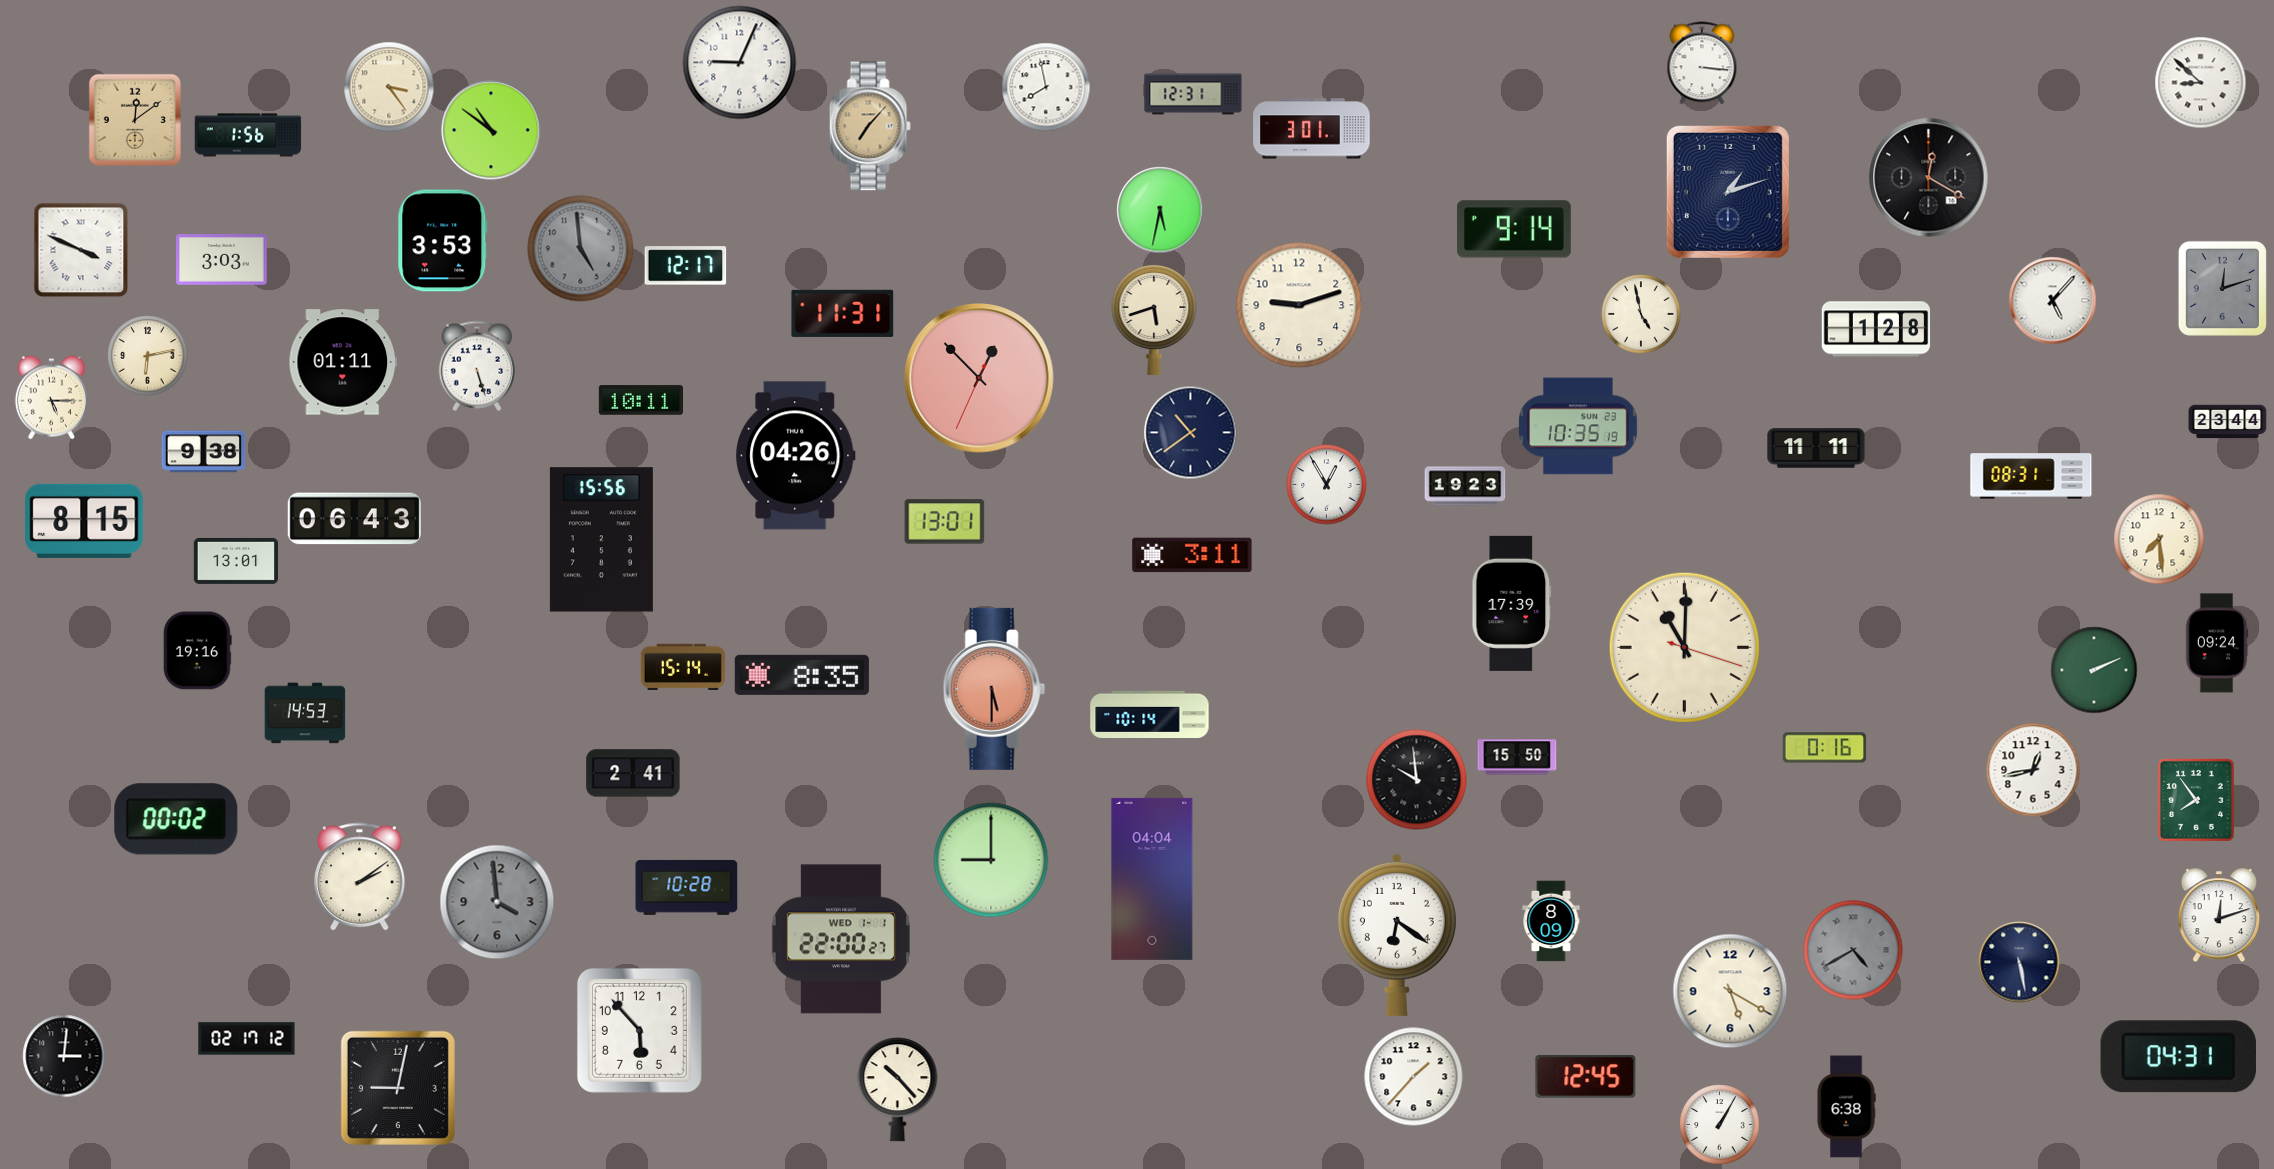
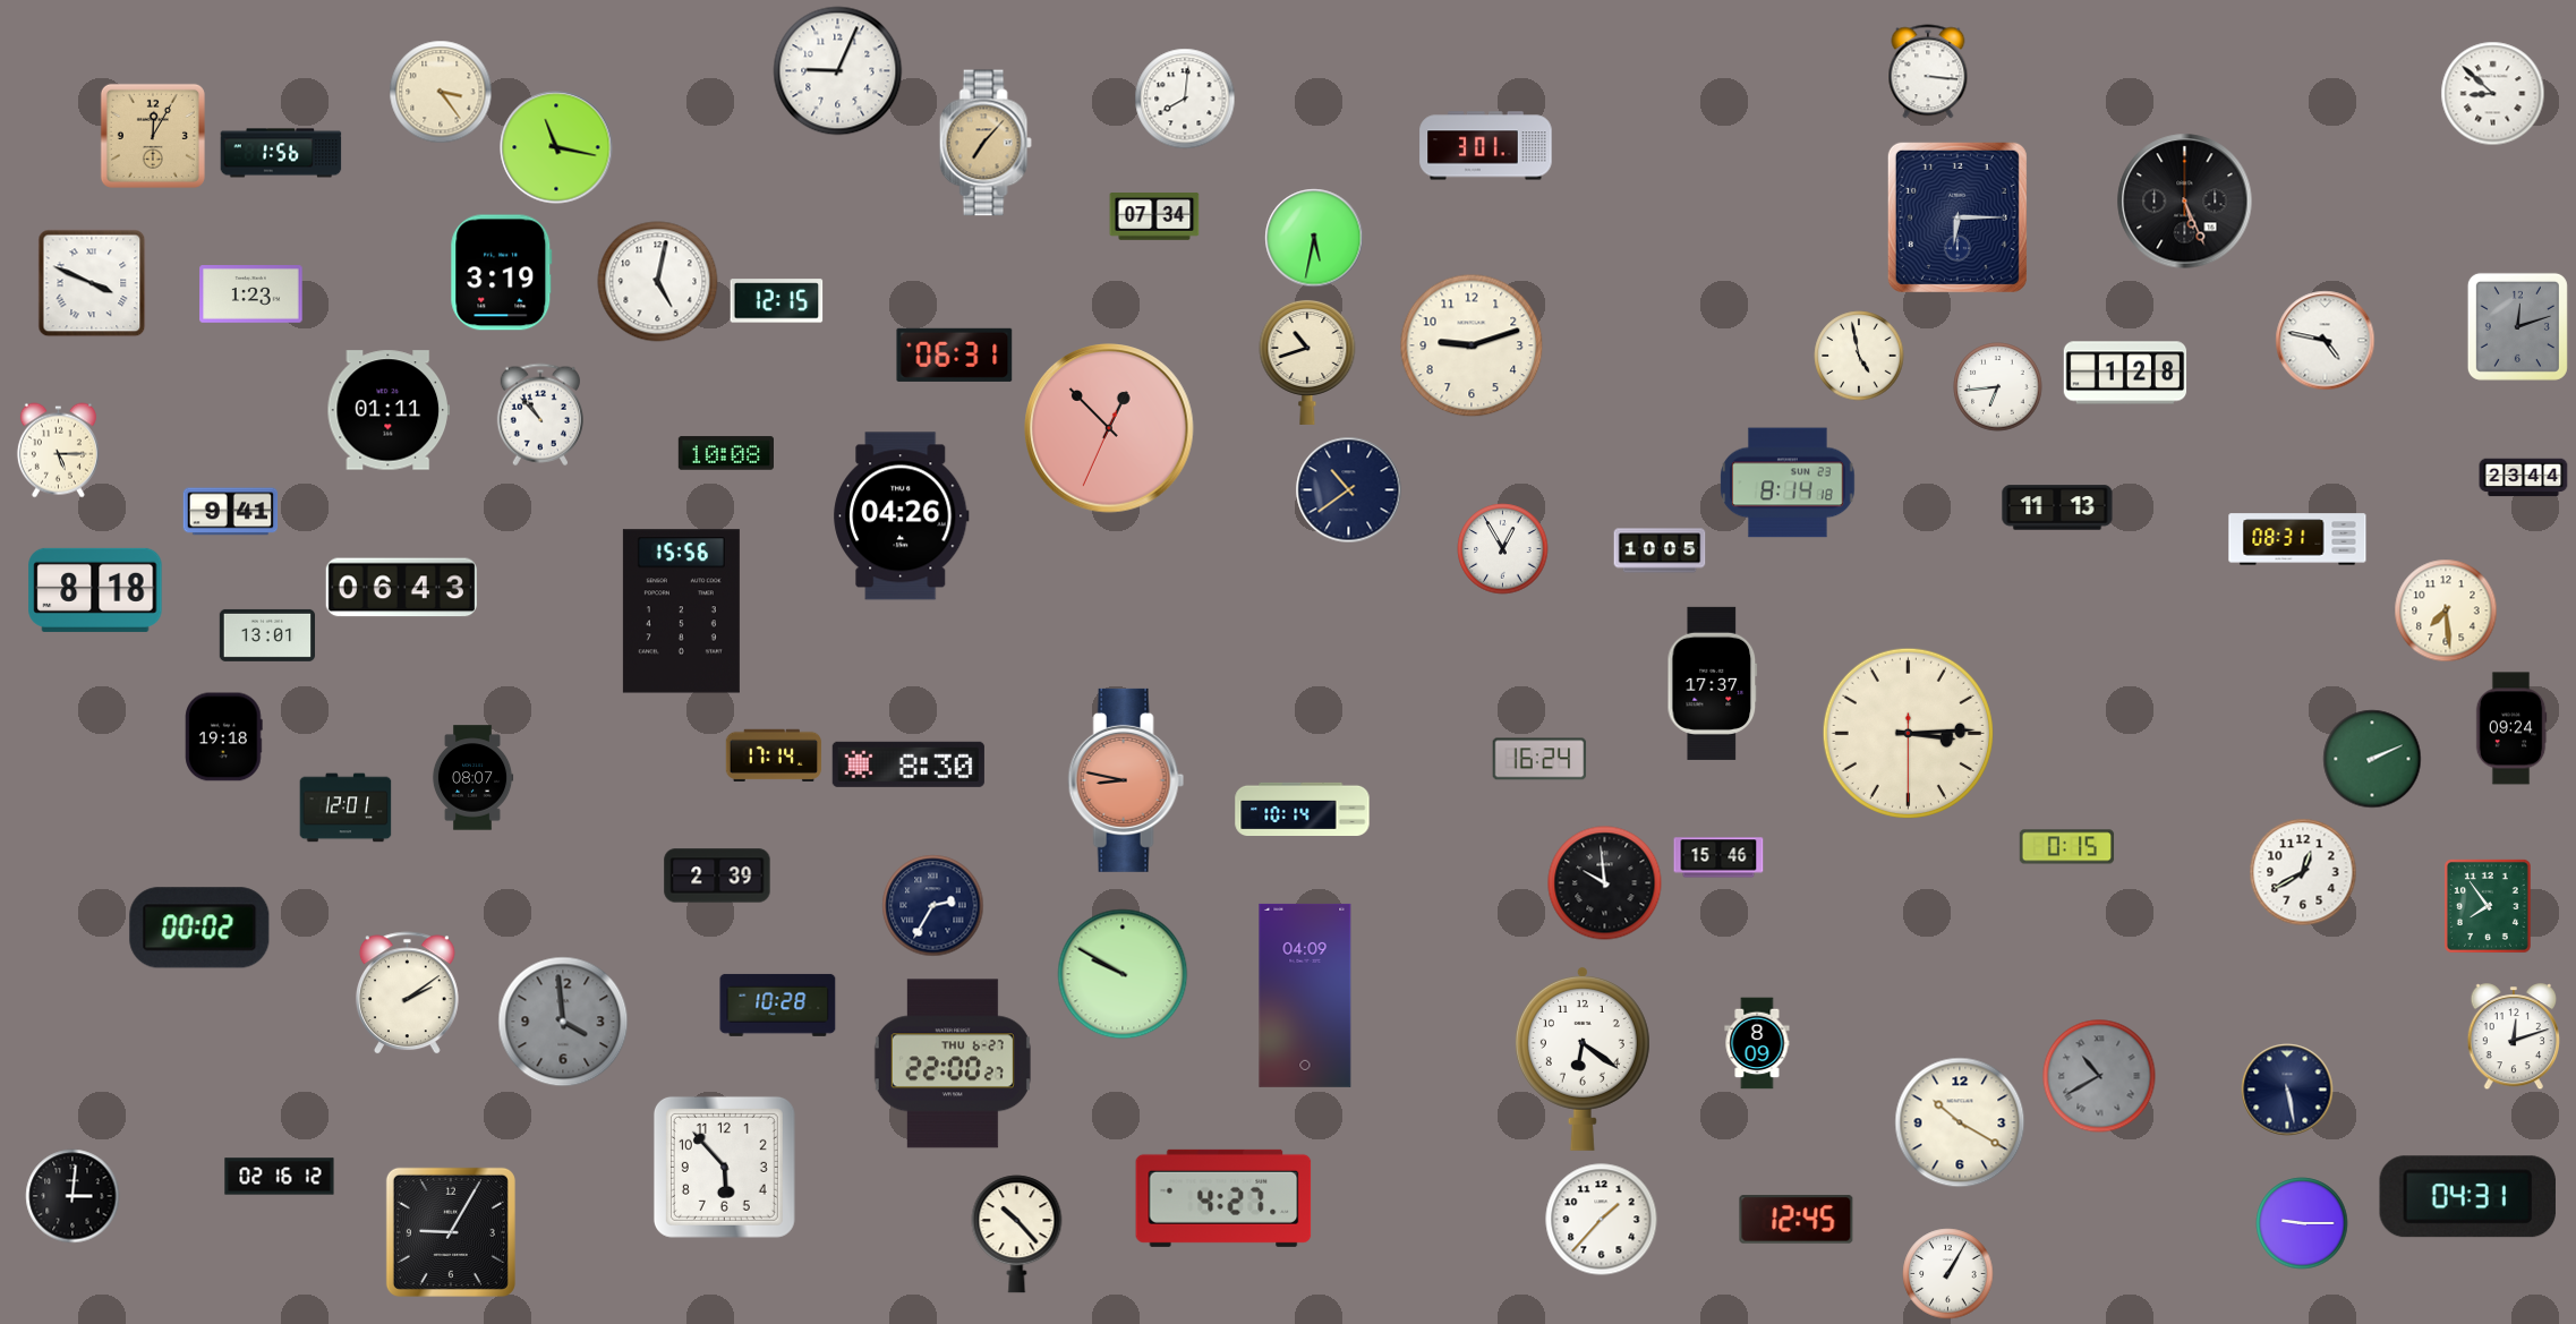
clock at (389, 87) position: (389, 87) -> (441, 92)
clock at (1046, 87): 7:58 -> 8:01
clock at (1193, 94): 12:31 -> none
clock at (135, 120): 12:09 -> 12:05
clock at (491, 130): 10:51 -> 11:17
clock at (1929, 178): 12:20 -> 5:26
clock at (1154, 216): none -> 07:34
clock at (1728, 192): 1:12 -> 6:15
clock at (1514, 229): 9:14 -> none
clock at (443, 241): 3:53 -> 3:19
clock at (581, 249): 4:59 -> 5:02
clock at (581, 249) dial: grey -> white
clock at (222, 260): 3:03 -> 1:23
clock at (686, 266): 12:17 -> 12:15
clock at (2053, 301): 5:07 -> 4:47
clock at (843, 313): 11:31 -> 06:31
clock at (1154, 319): 5:42 -> 10:42
clock at (1998, 387): none -> 6:44
clock at (148, 356): 6:13 -> none
clock at (476, 366): 5:27 -> 10:53
clock at (640, 400): 10:11 -> 10:08
clock at (1578, 426): 10:35 -> 8:14
clock at (1816, 448): 11:11 -> 11:13
clock at (204, 452): 9:38 -> 9:41
clock at (2031, 476) position: (2031, 476) -> (2297, 539)
clock at (1465, 486): 19:23 -> 10:05
clock at (84, 521): 8:15 -> 8:18
clock at (945, 522): 13:01 -> none
clock at (1192, 555): 3:11 -> none
clock at (1512, 603): 17:39 -> 17:37
clock at (1684, 647): 11:00 -> 3:14
clock at (198, 651): 19:16 -> 19:18
clock at (683, 667): 15:14 -> 17:14
clock at (1539, 759): none -> 16:24
clock at (802, 675): 8:35 -> 8:30
clock at (472, 778): none -> 08:07
clock at (994, 689): 5:30 -> 8:47
clock at (305, 713): 14:53 -> 12:01
clock at (1825, 748): 0:16 -> 0:15
clock at (1517, 757): 15:50 -> 15:46
clock at (2033, 770): 12:43 -> 12:40
clock at (633, 773): 2:41 -> 2:39
clock at (933, 906): none -> 2:35
clock at (991, 860): 9:00 -> 9:50
clock at (1152, 879): 04:04 -> 04:09
clock at (841, 939) date: WED 1-1 -> THU 6-27
clock at (1853, 950): 4:40 -> 10:40
clock at (1730, 991): 5:20 -> 10:20
clock at (247, 1039): 02:17 -> 02:16
clock at (1223, 1198): none -> 4:27
clock at (2302, 1223): none -> 9:15
clock at (398, 1088): 9:02 -> 9:05
clock at (1846, 1107): 6:38 -> none
